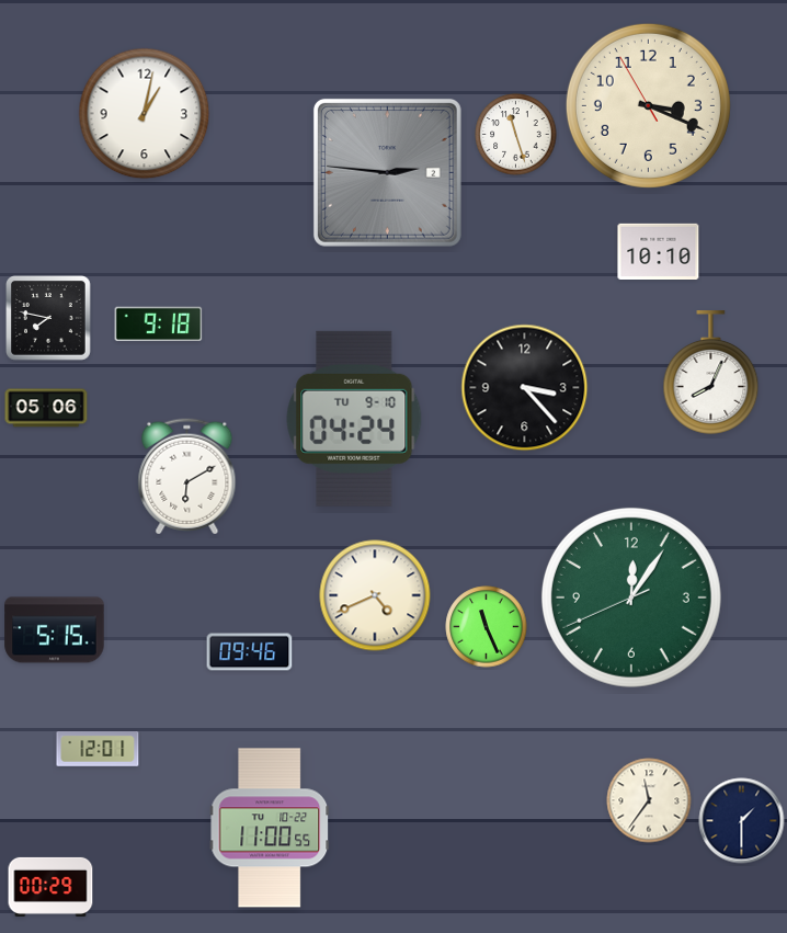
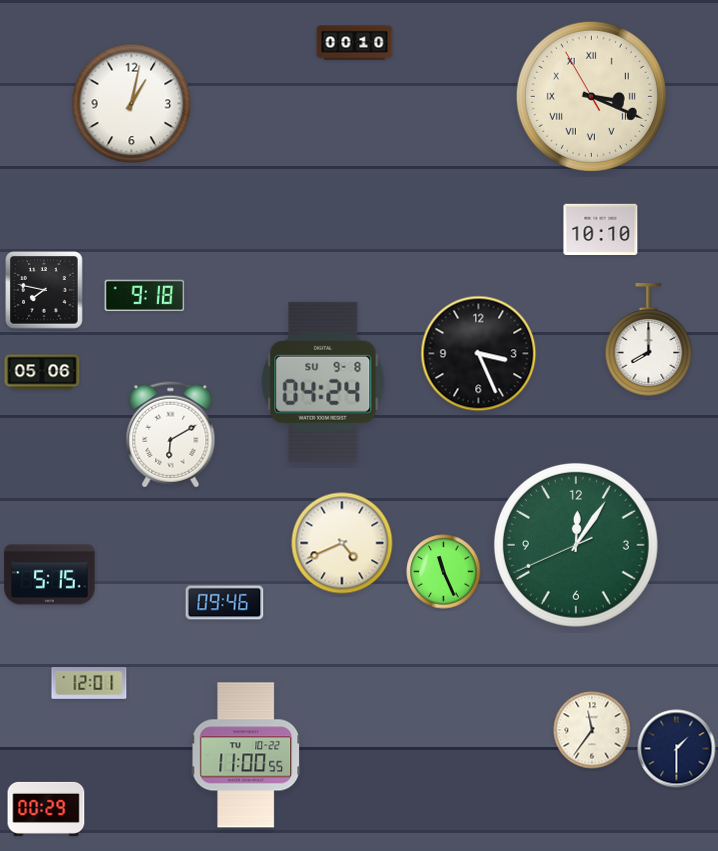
clock at (355, 43): none -> 00:10
clock at (648, 105) numerals: Arabic -> Roman
clock at (516, 135): 11:27 -> none
clock at (387, 172): 2:46 -> none
clock at (711, 373): 8:04 -> 8:00
clock at (525, 388): 3:23 -> 3:26
clock at (354, 419) date: TU 9-10 -> SU 9-8
clock at (250, 652) position: (250, 652) -> (225, 603)
